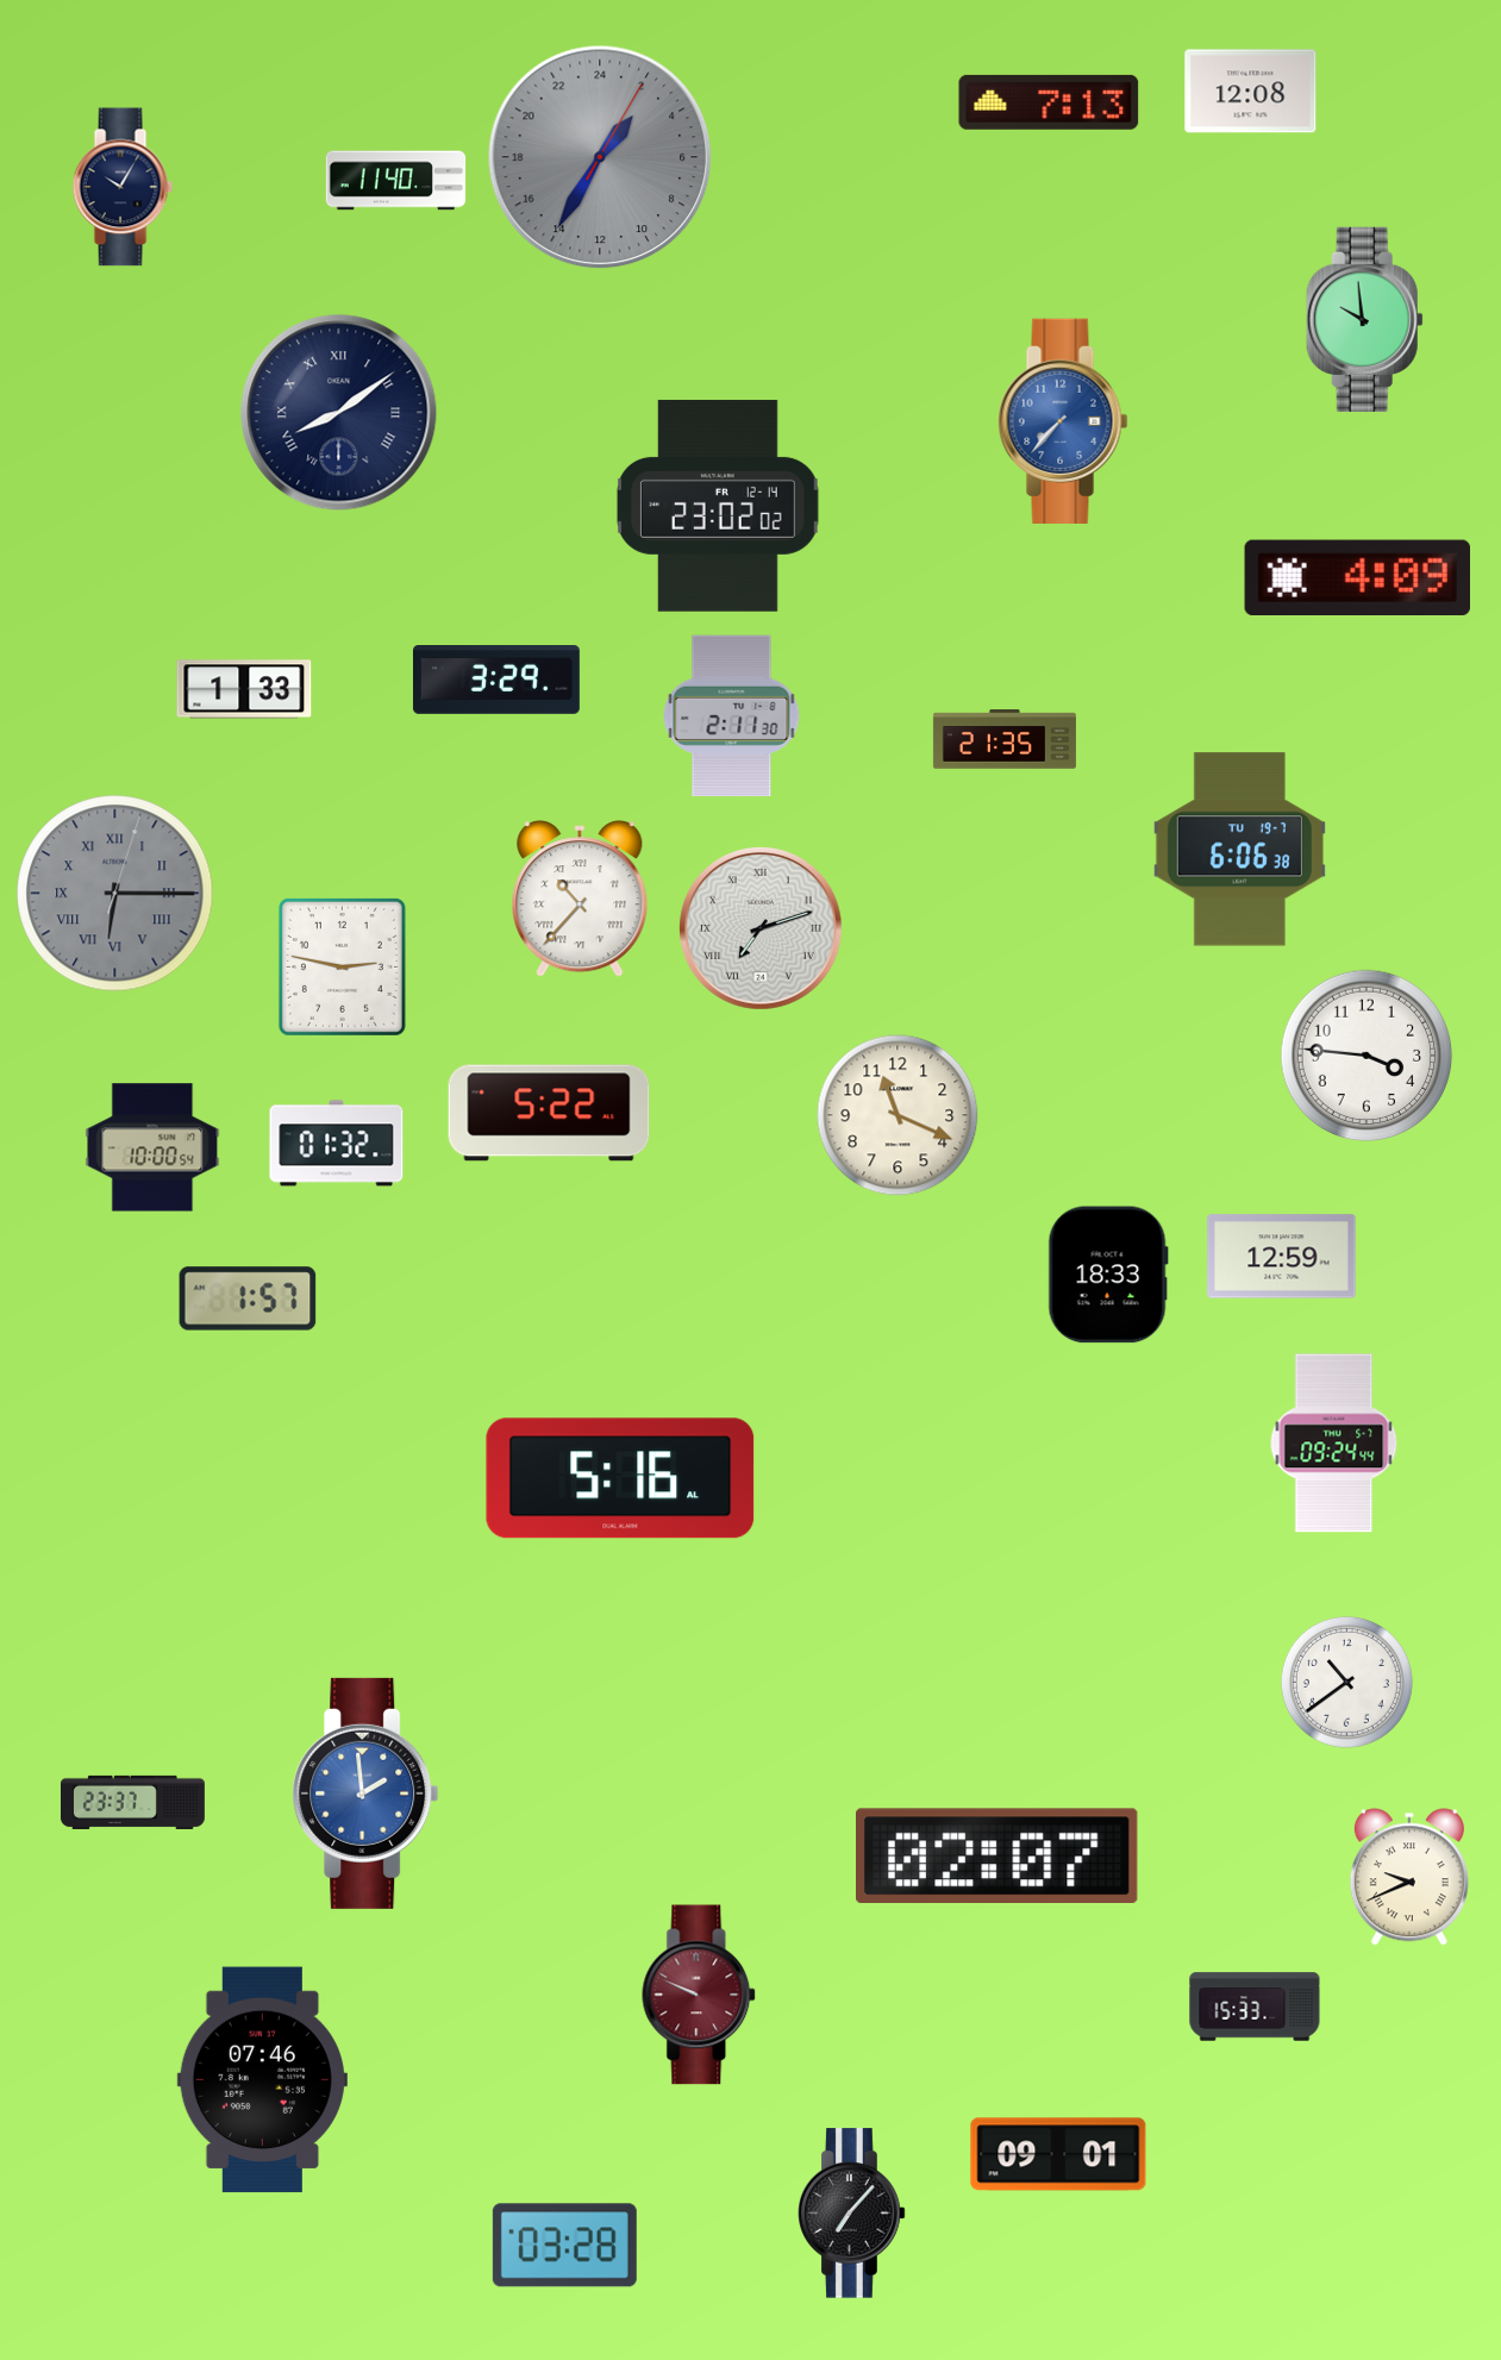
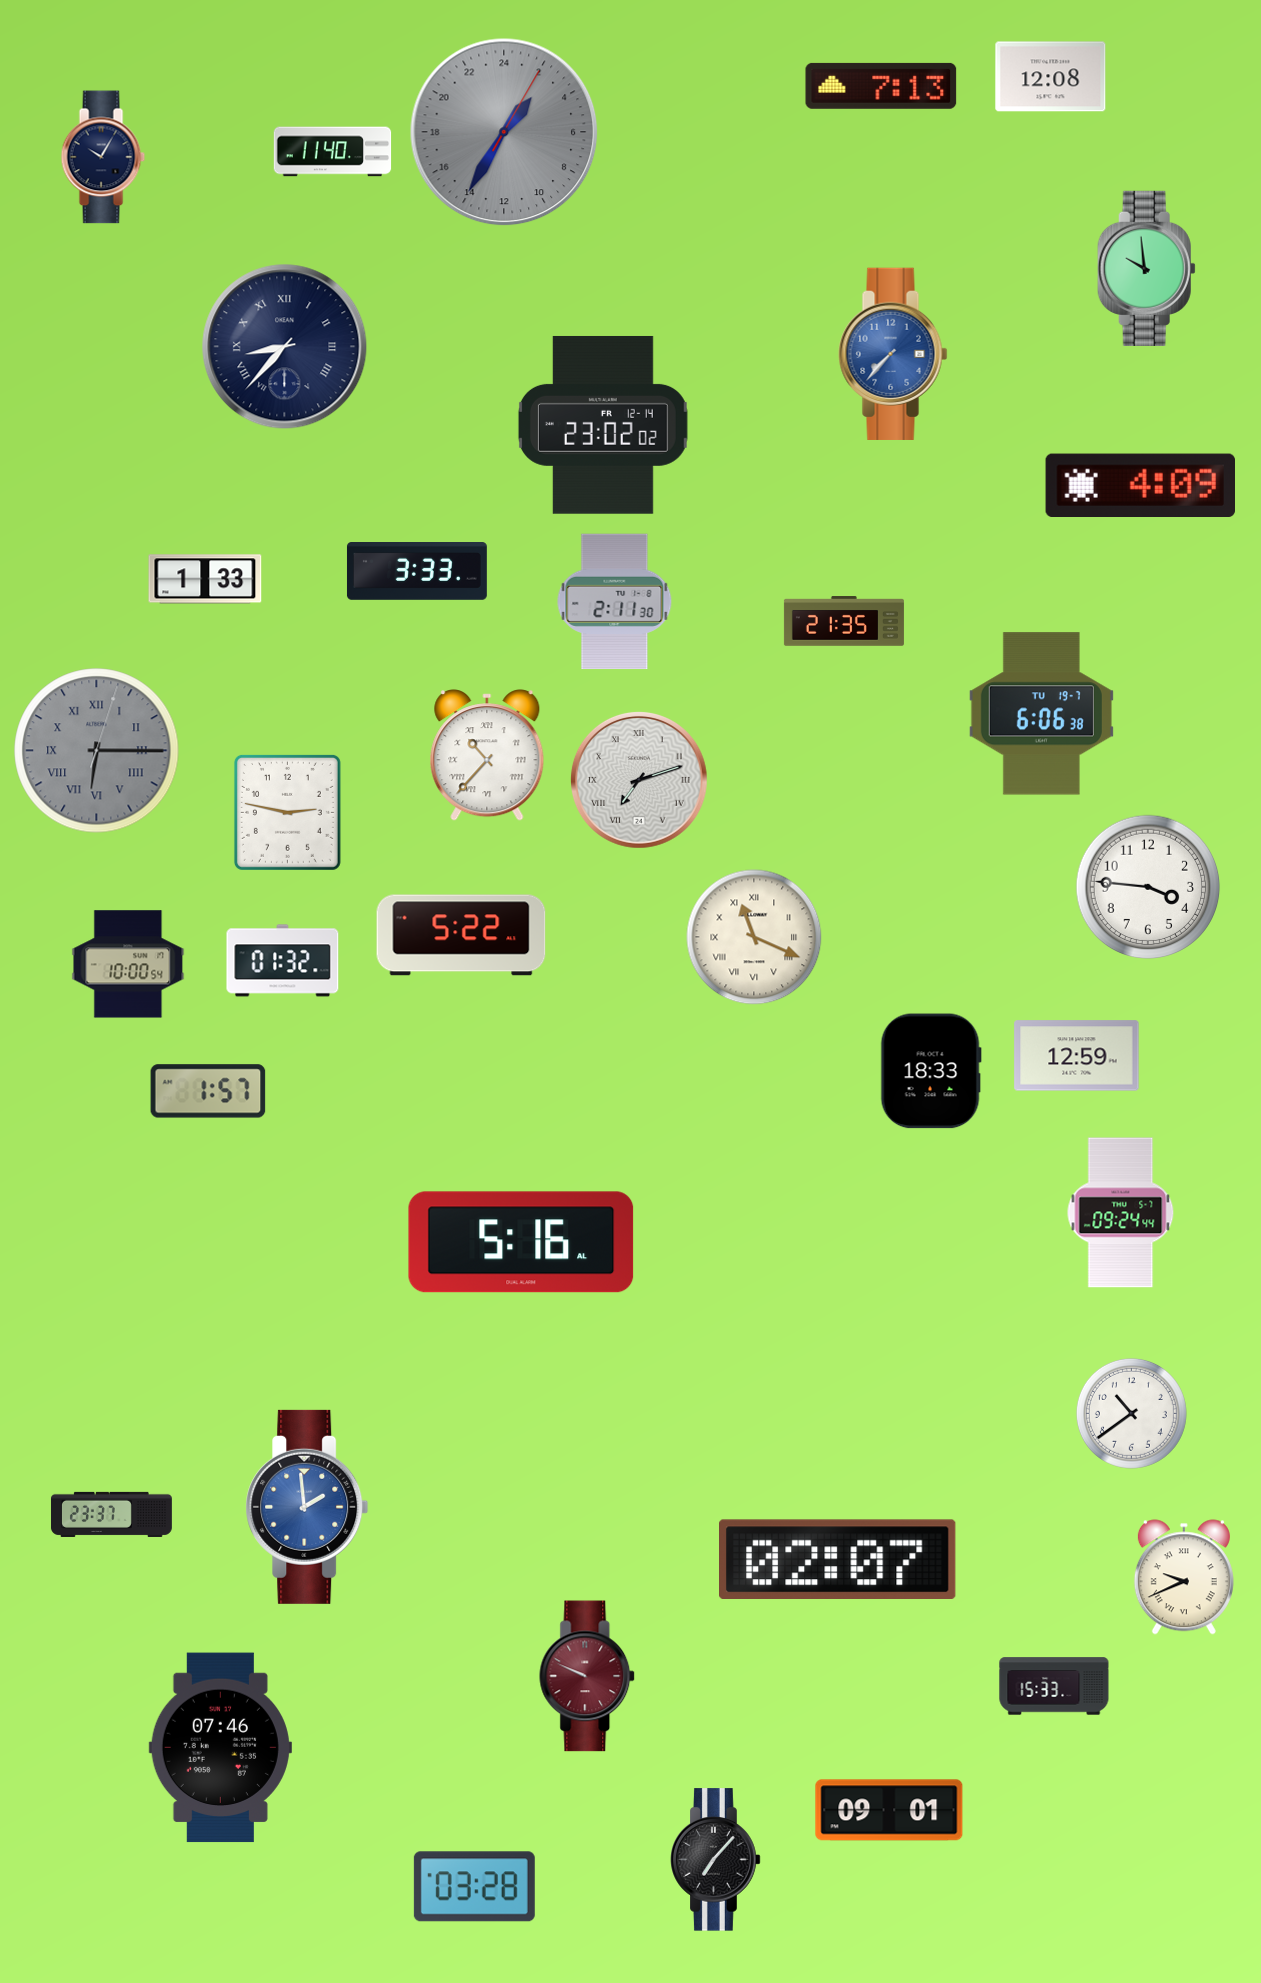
clock at (339, 413): 8:09 -> 8:37
clock at (496, 681): 3:29 -> 3:33
clock at (898, 1115) numerals: Arabic -> Roman
